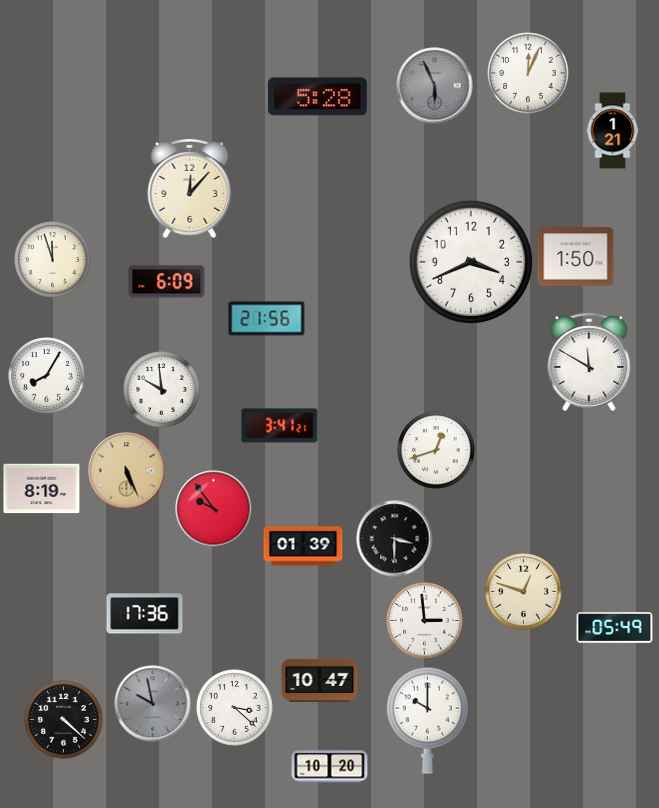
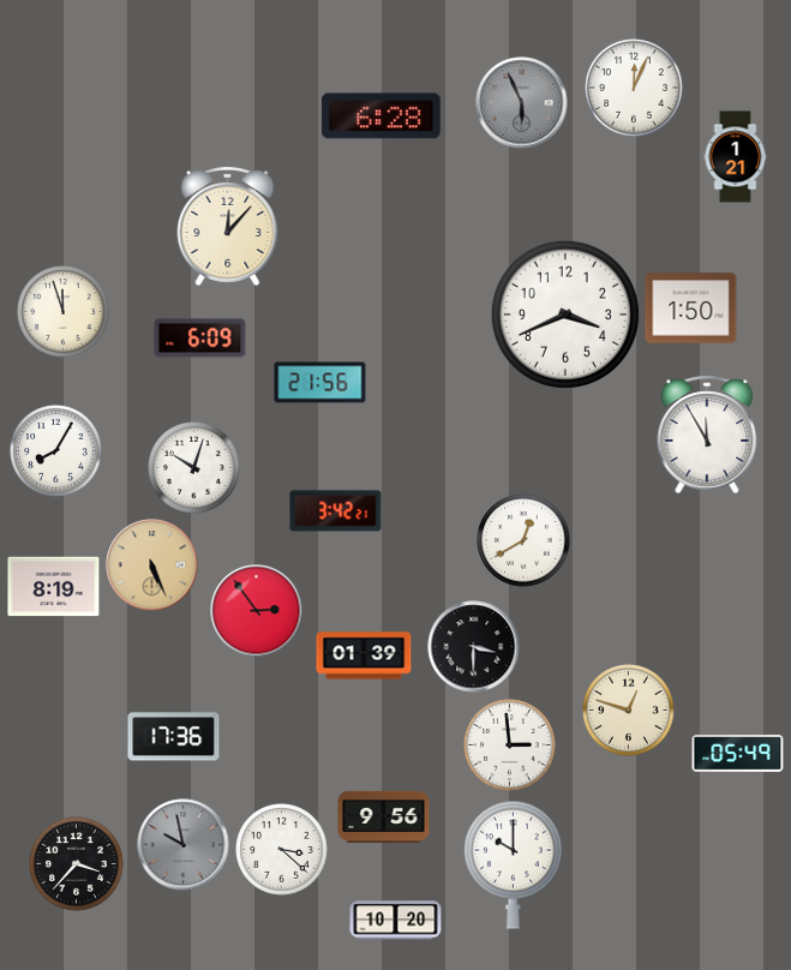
clock at (318, 97): 5:28 -> 6:28
clock at (589, 362): 11:50 -> 11:55
clock at (162, 390): 9:59 -> 10:03
clock at (280, 426): 3:41 -> 3:42
clock at (436, 450): 12:42 -> 12:40
clock at (42, 489) position: (42, 489) -> (54, 587)
clock at (214, 509): 9:54 -> 2:54
clock at (320, 680): 10:47 -> 9:56
clock at (64, 720): 4:22 -> 3:37
